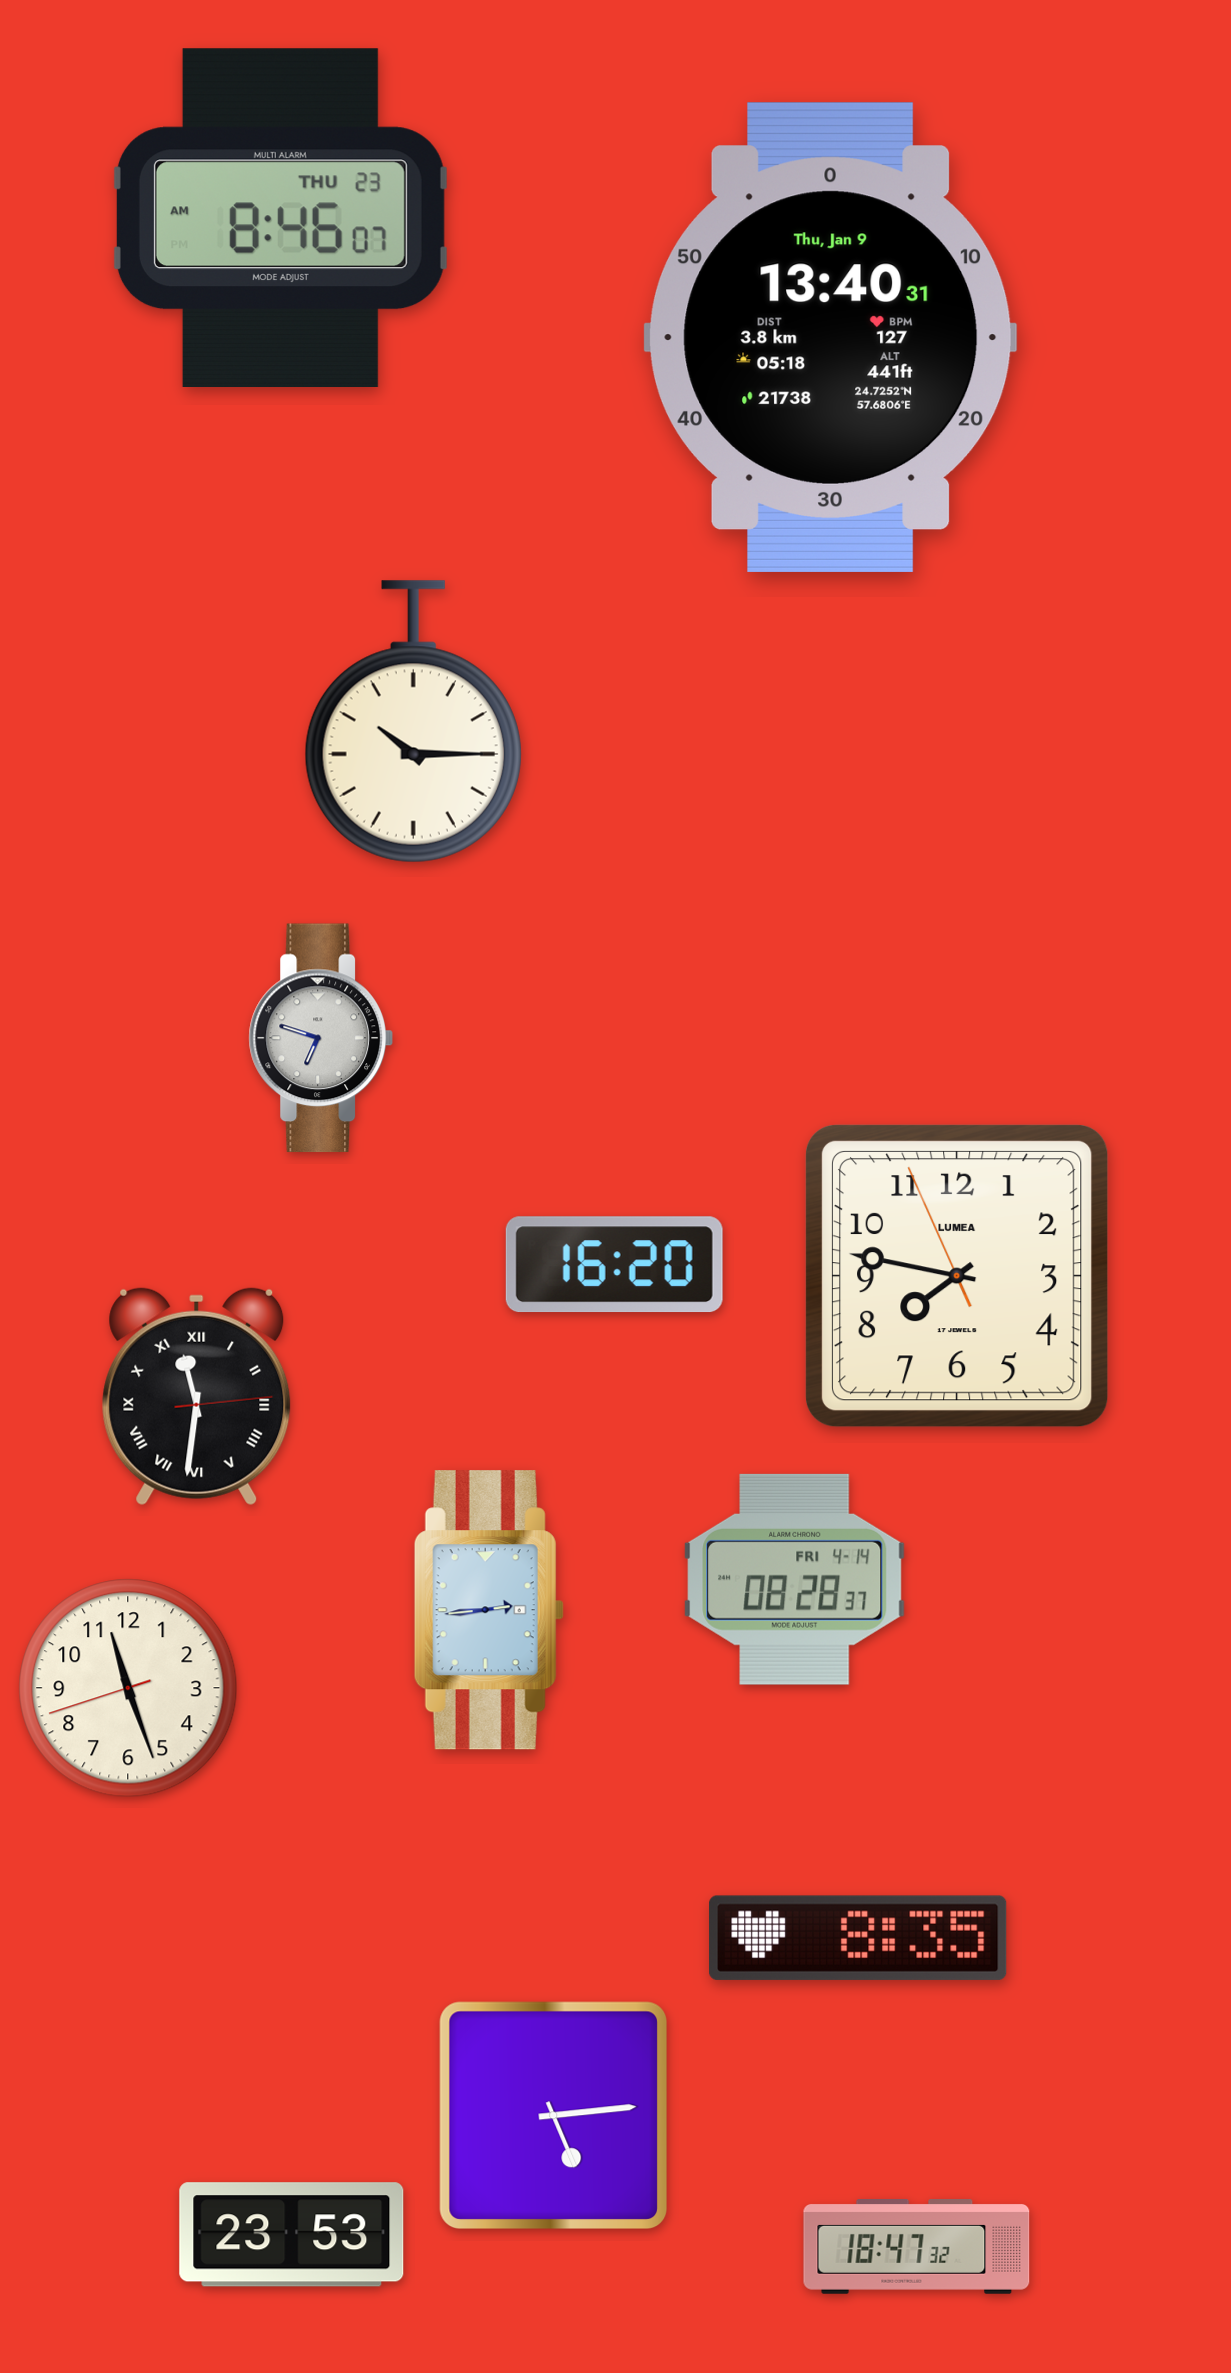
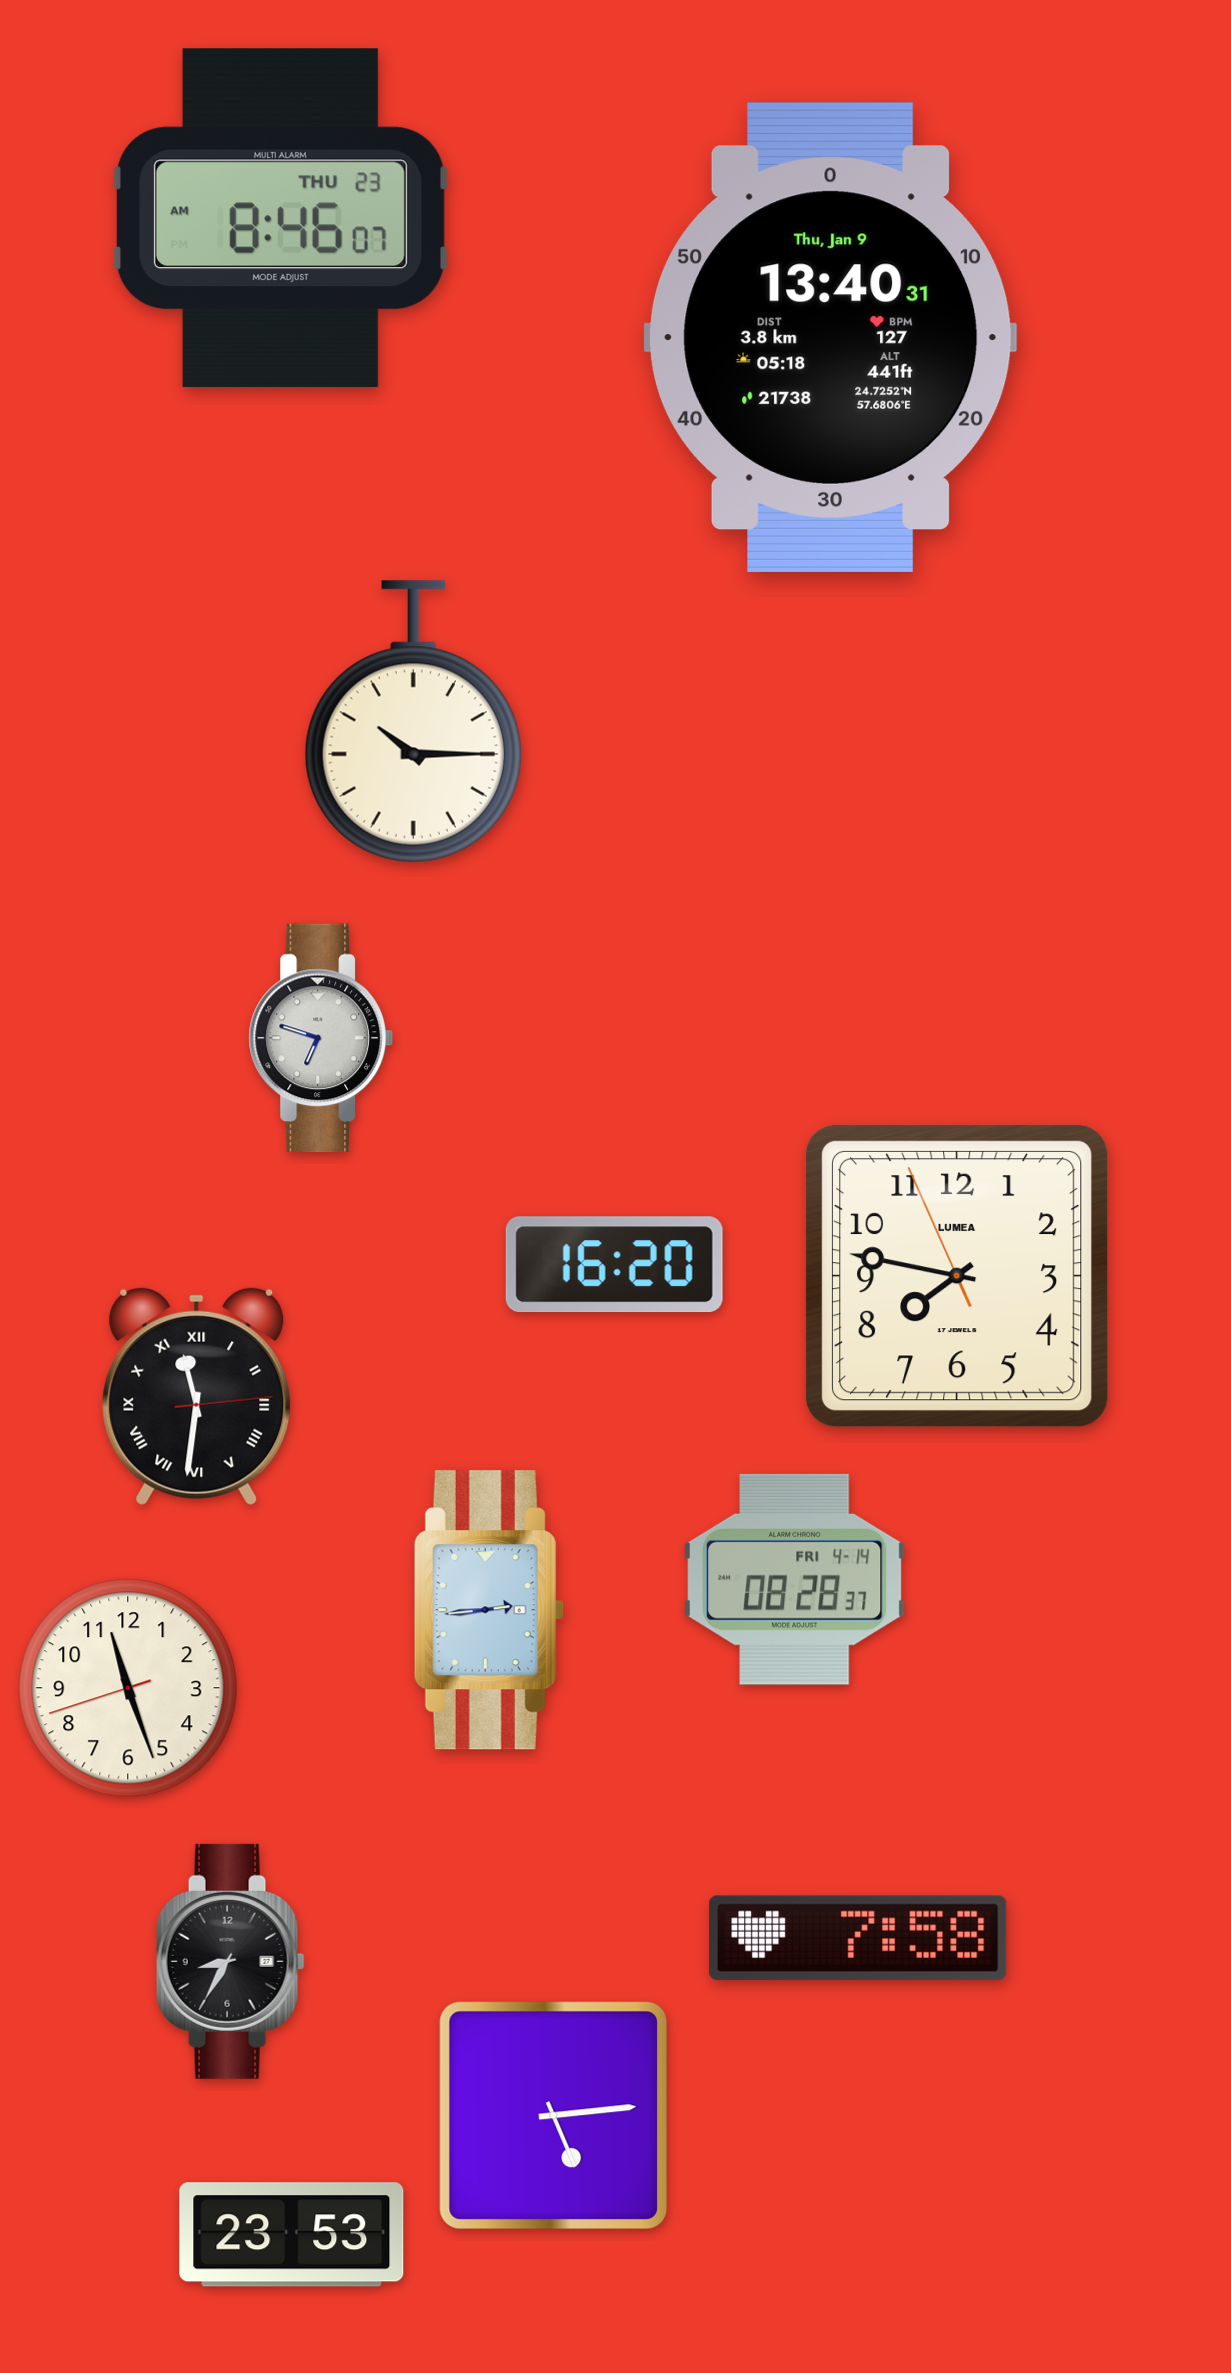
clock at (858, 1938): 8:35 -> 7:58
clock at (230, 1961): none -> 8:35
clock at (917, 2247): 18:47 -> none
